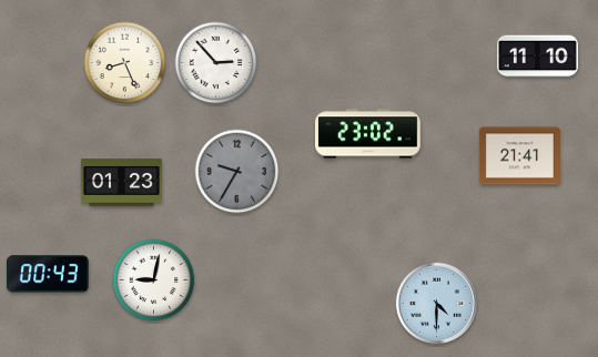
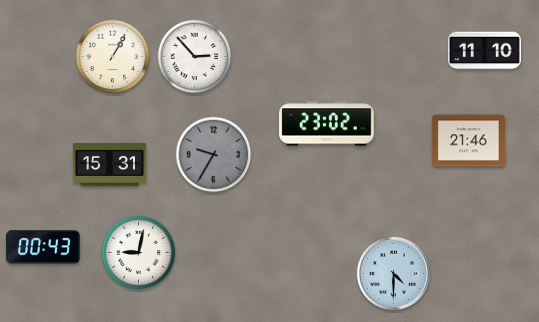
clock at (125, 63): 8:26 -> 1:05
clock at (368, 134) position: (368, 134) -> (327, 124)
clock at (519, 156): 21:41 -> 21:46
clock at (121, 183): 01:23 -> 15:31
